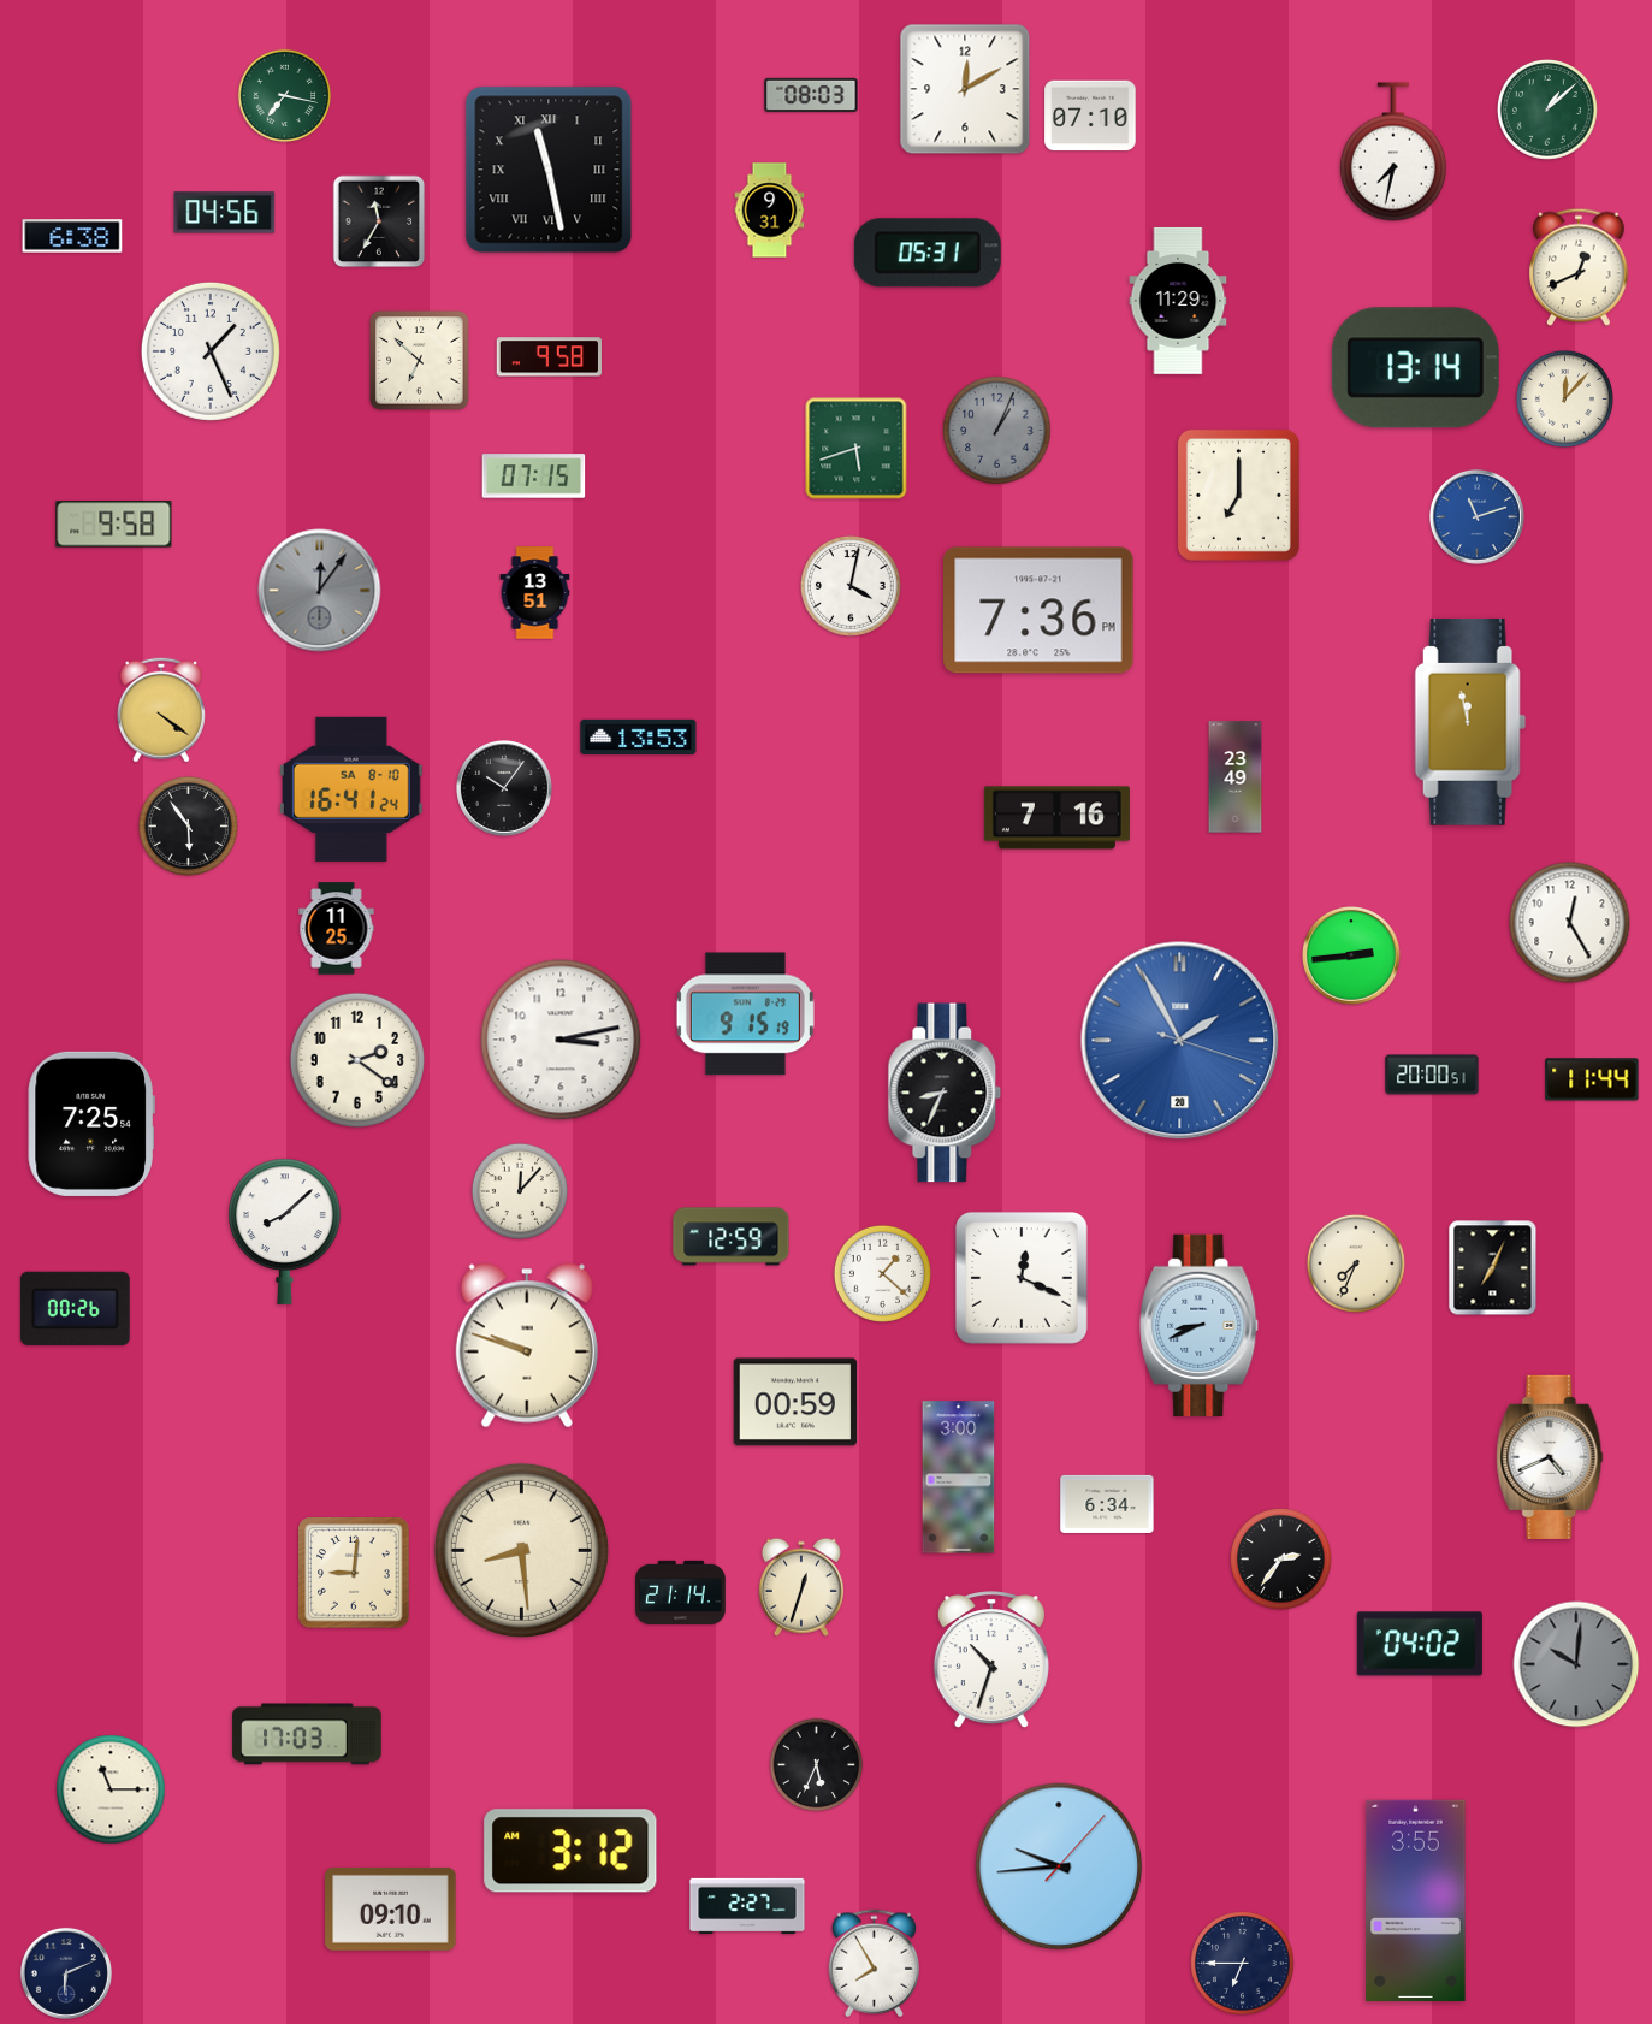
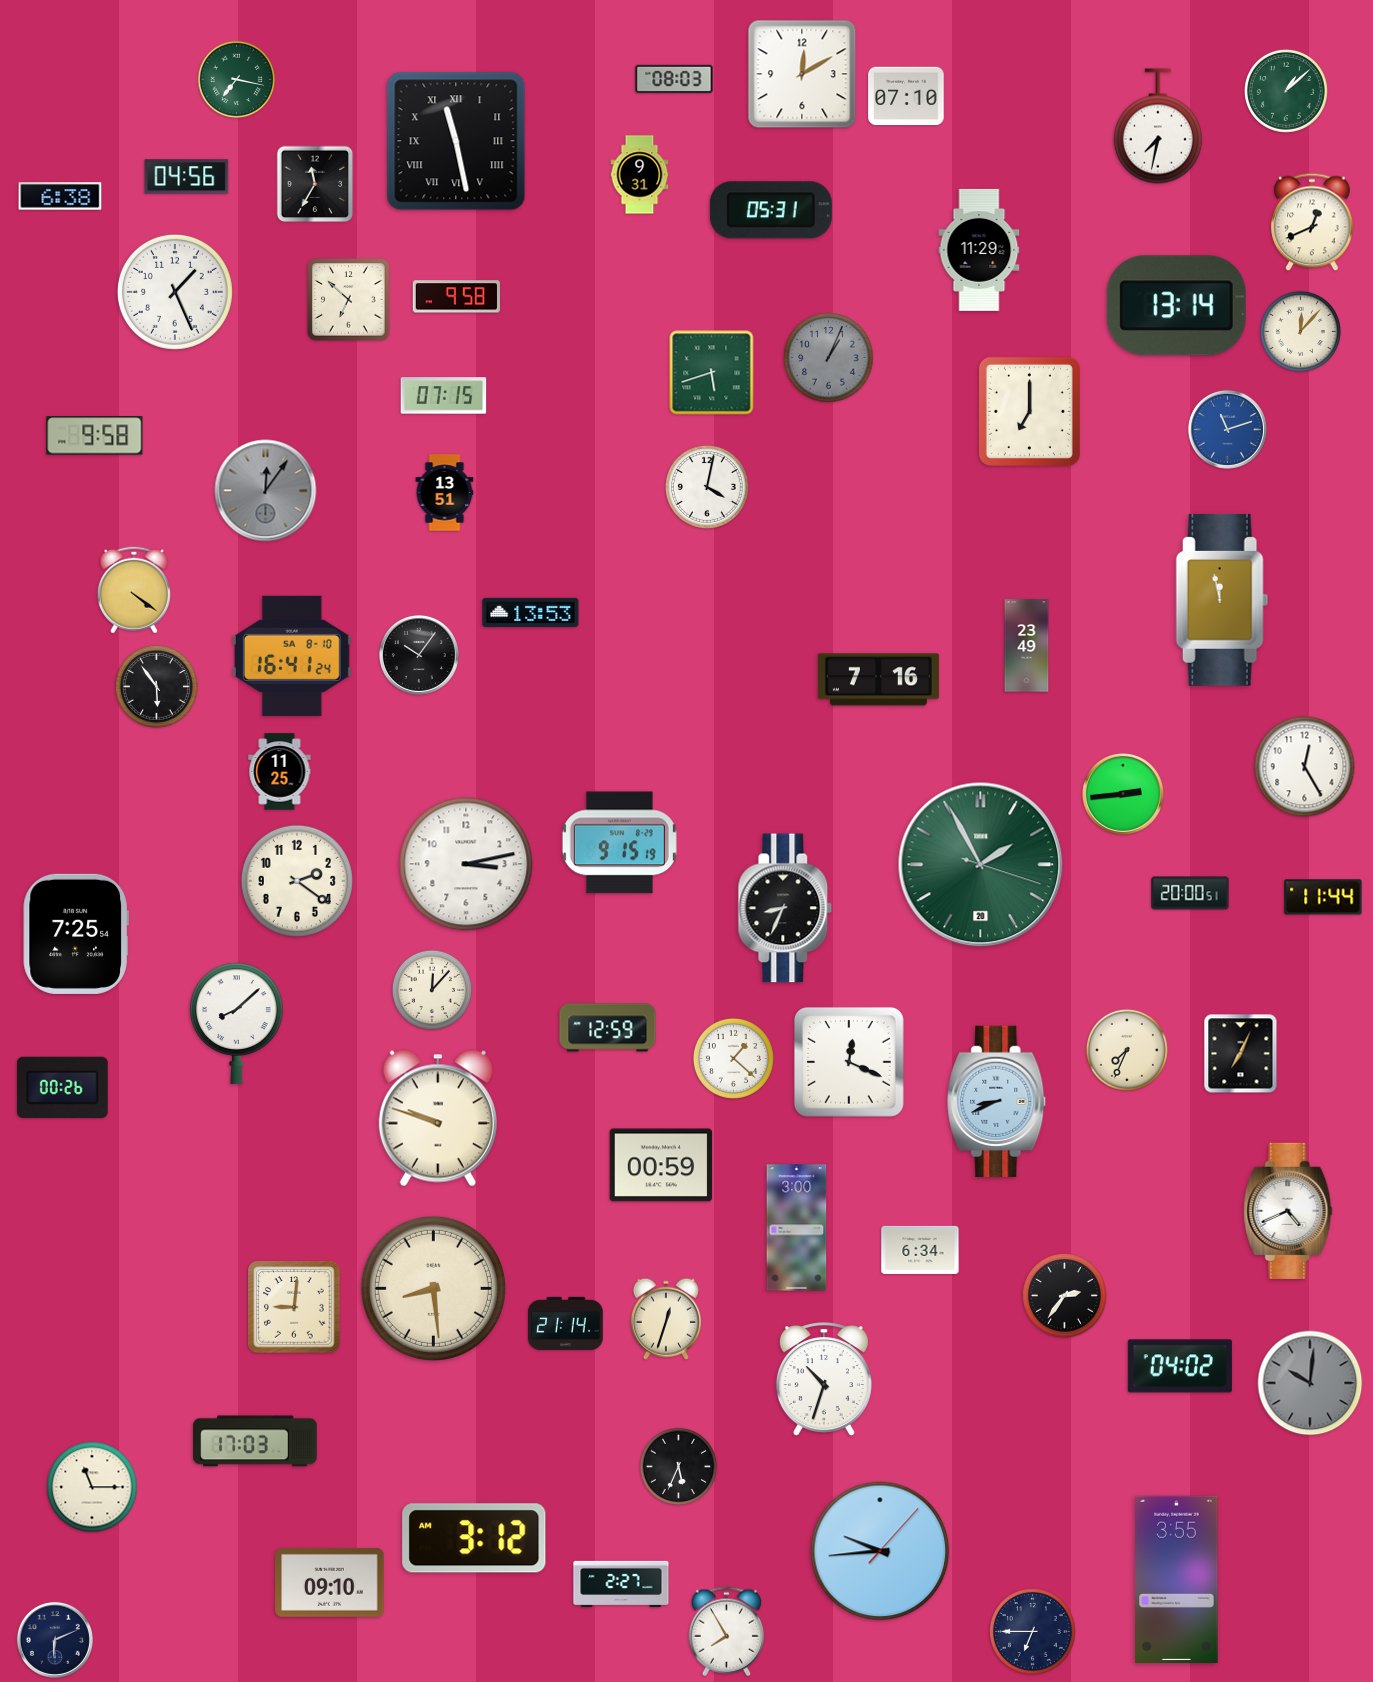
clock at (1038, 610): 7:36 -> none
clock at (1180, 1041) dial: blue -> green
clock at (391, 1908) position: (391, 1908) -> (330, 1582)
